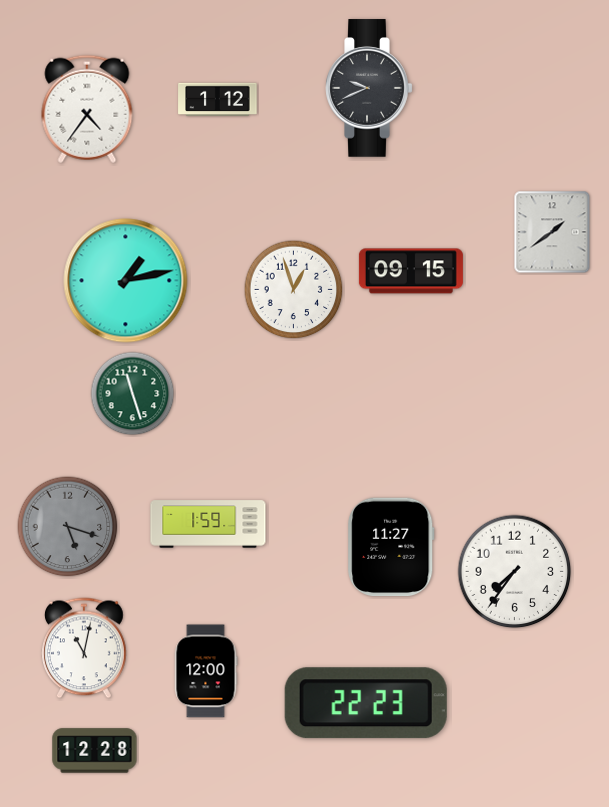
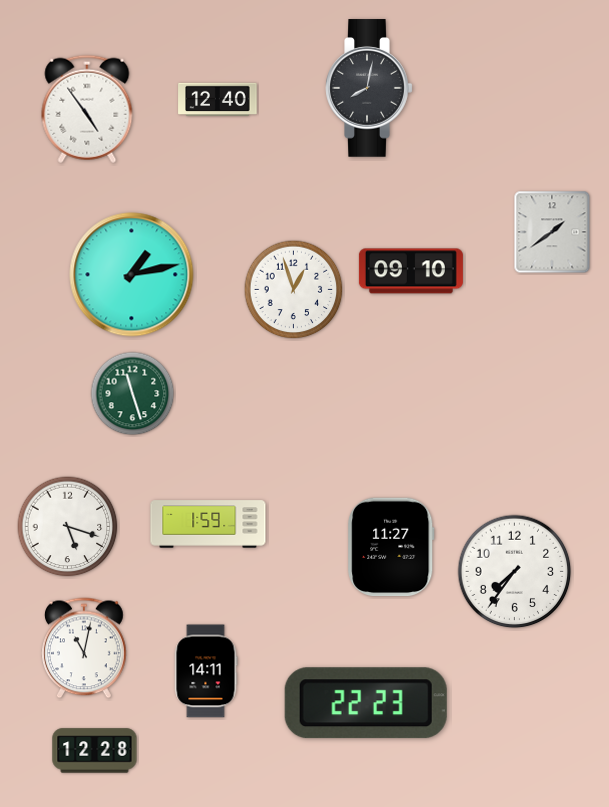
clock at (369, 88): 9:41 -> 8:02
clock at (218, 100): 1:12 -> 12:40
clock at (87, 109): 4:36 -> 4:54
clock at (411, 271): 09:15 -> 09:10
clock at (126, 281) position: (126, 281) -> (132, 275)
clock at (68, 527) dial: grey -> white
clock at (206, 671): 12:00 -> 14:11
